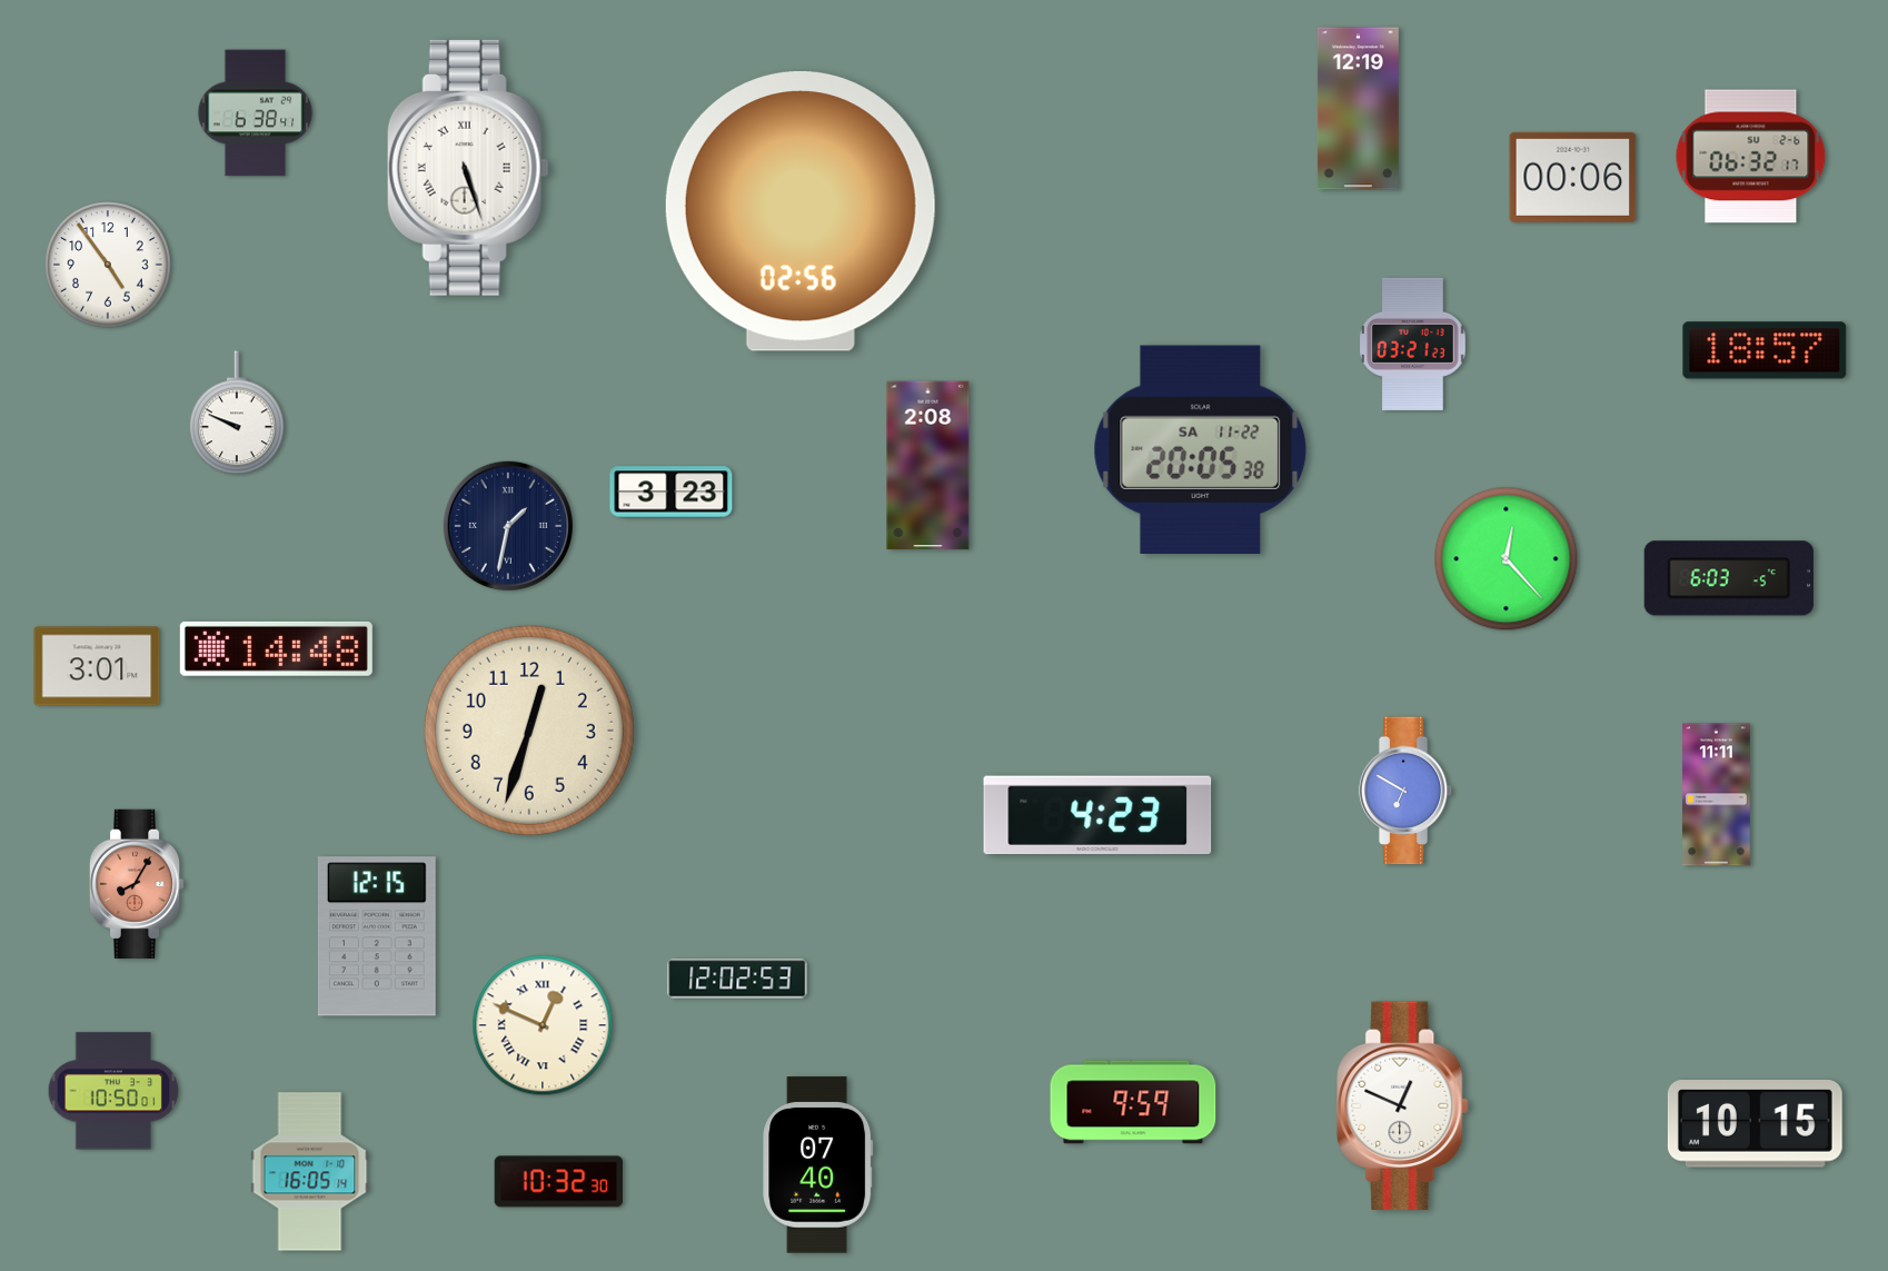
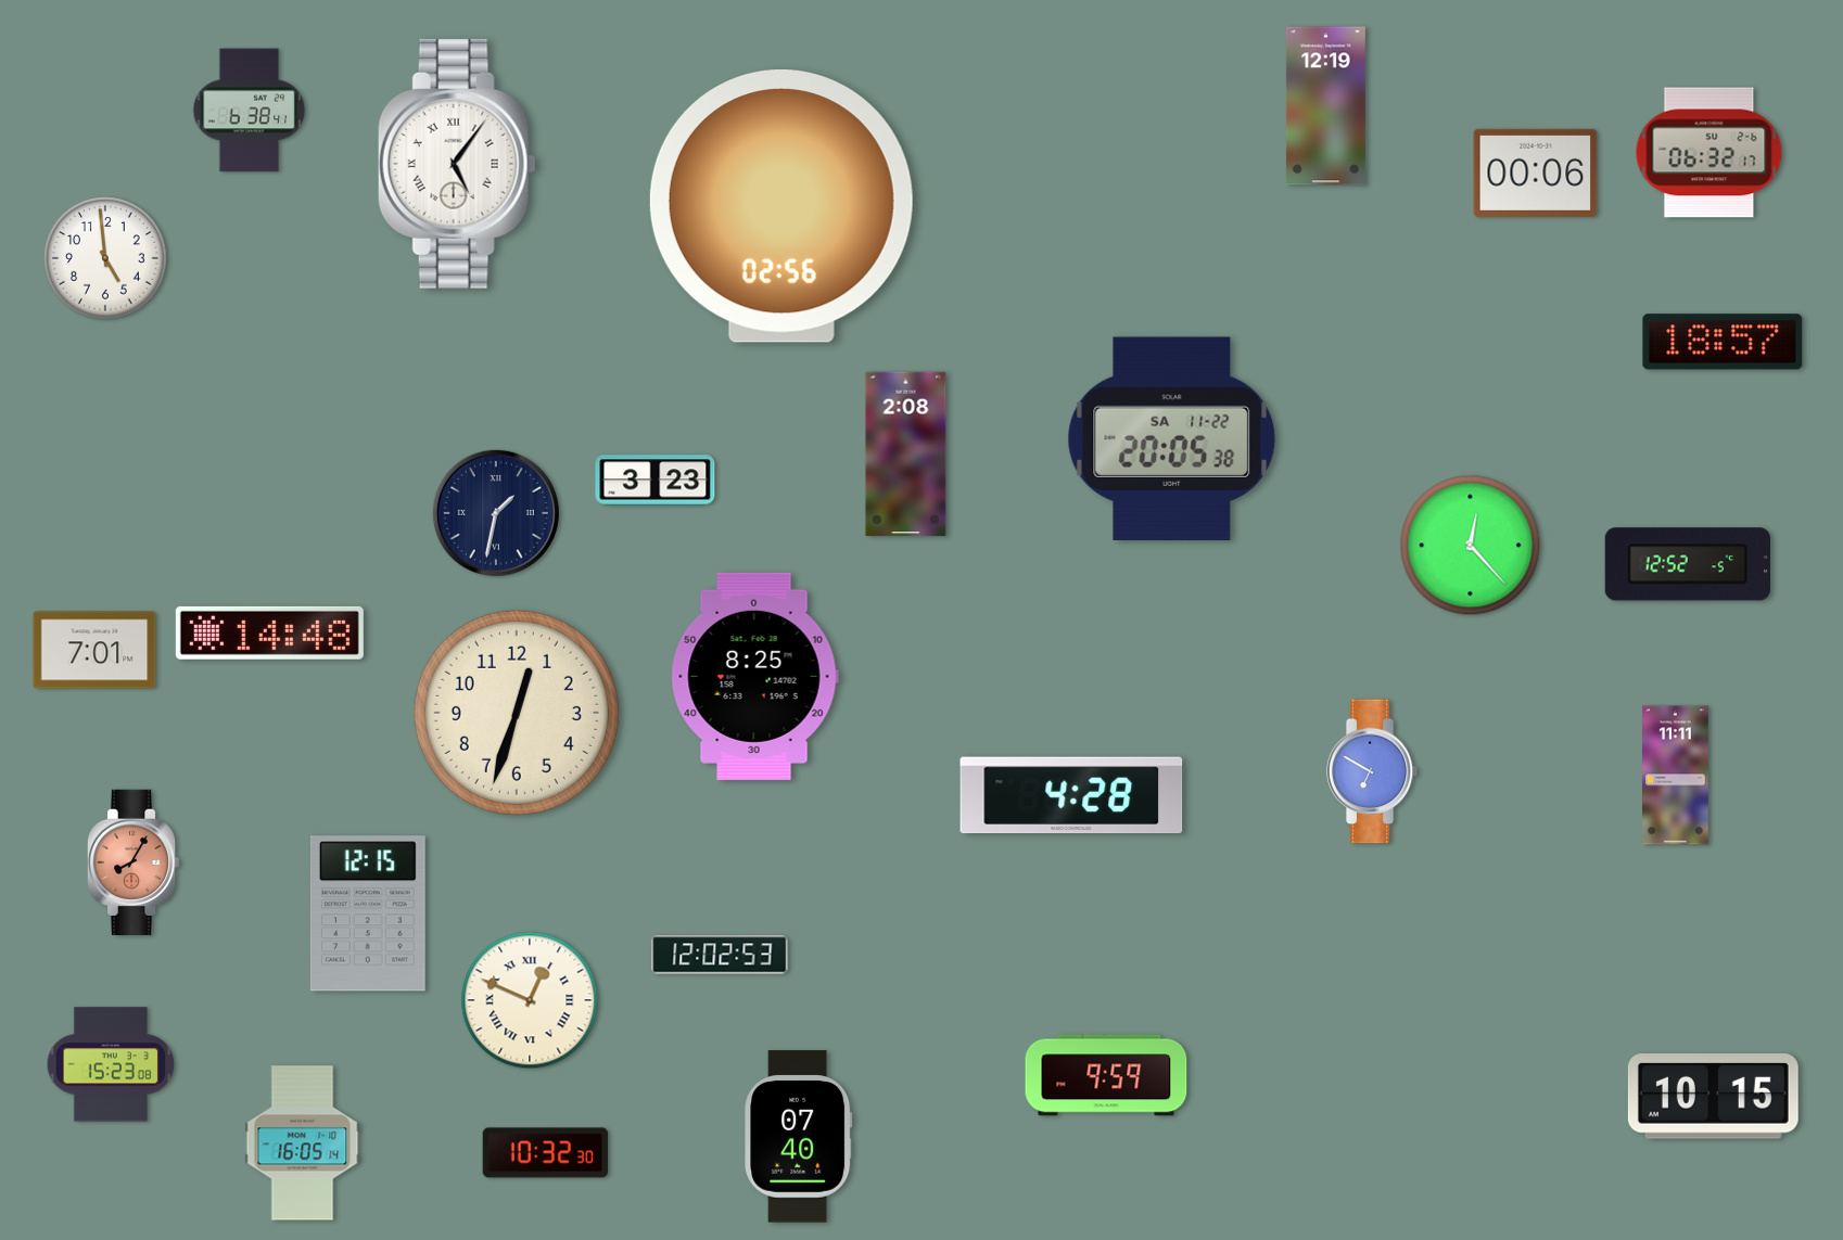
clock at (468, 168): 5:27 -> 5:06
clock at (108, 265): 4:54 -> 4:59
clock at (1413, 344): 03:21 -> none
clock at (238, 414): 9:49 -> none
clock at (1729, 578): 6:03 -> 12:52
clock at (97, 666): 3:01 -> 7:01
clock at (754, 676): none -> 8:25
clock at (1097, 815): 4:23 -> 4:28
clock at (113, 1091): 10:50 -> 15:23
clock at (1403, 1106): 12:49 -> none
